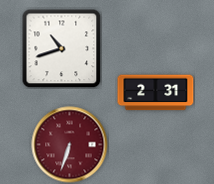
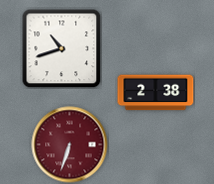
clock at (156, 93): 2:31 -> 2:38
